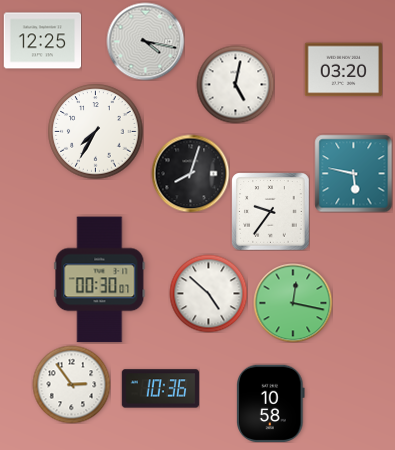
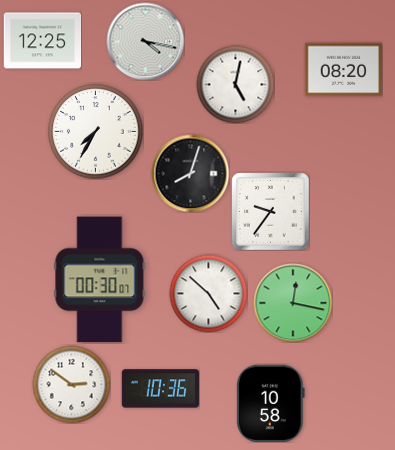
clock at (343, 70): 03:20 -> 08:20
clock at (353, 173): 5:47 -> none
clock at (71, 384): 2:54 -> 2:51
